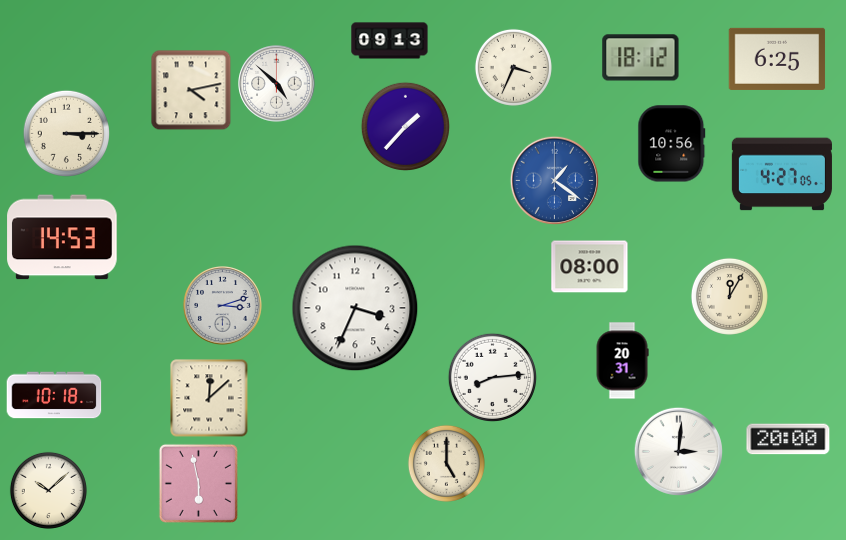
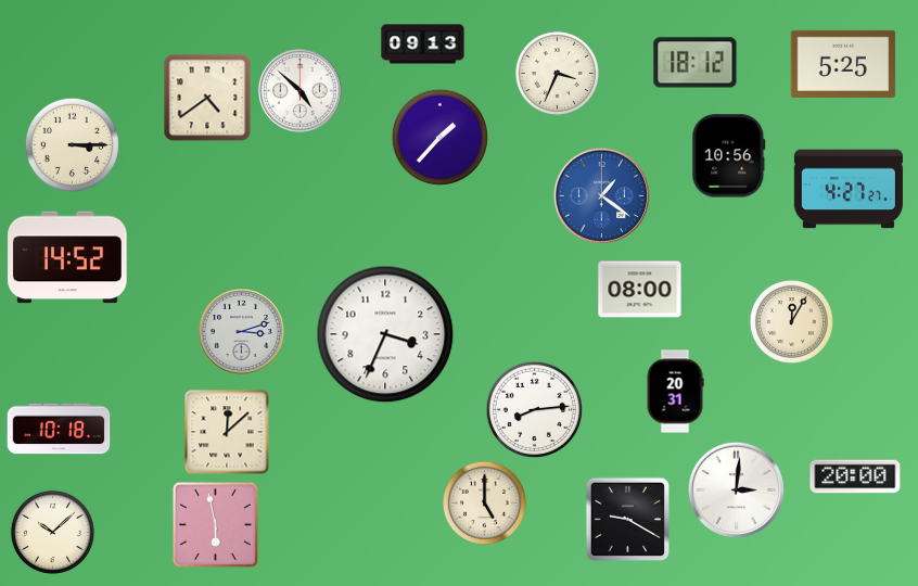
clock at (777, 59): 6:25 -> 5:25
clock at (191, 90): 4:13 -> 4:39
clock at (782, 174): 4:27:05 -> 4:27:27
clock at (62, 237): 14:53 -> 14:52
clock at (627, 519): none -> 9:20
